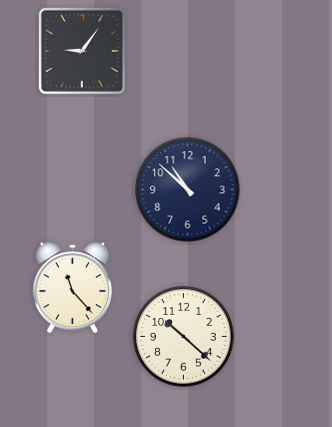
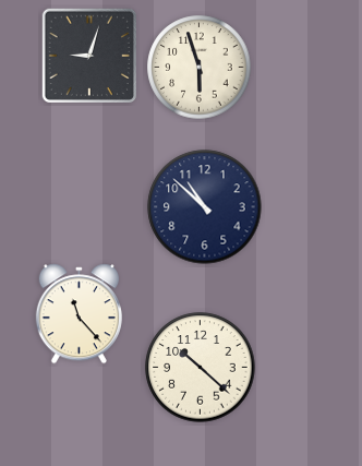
clock at (82, 51): 9:06 -> 9:03
clock at (200, 68): none -> 5:57
